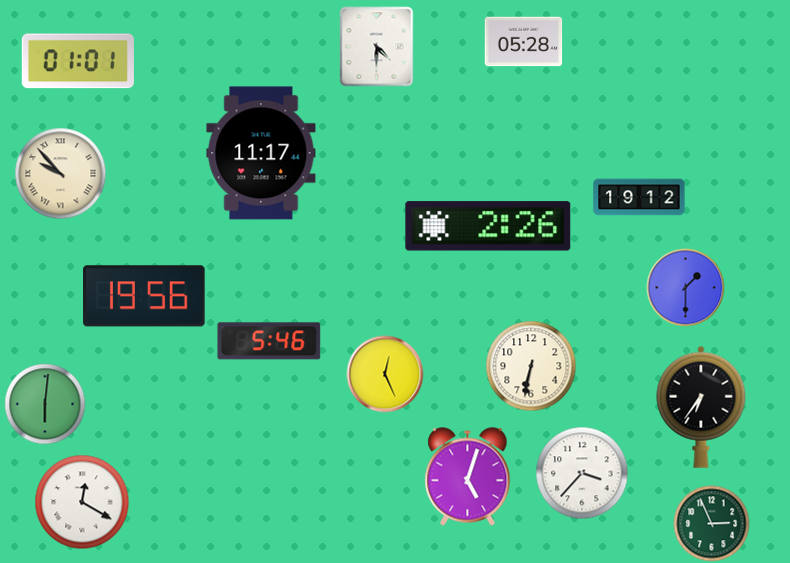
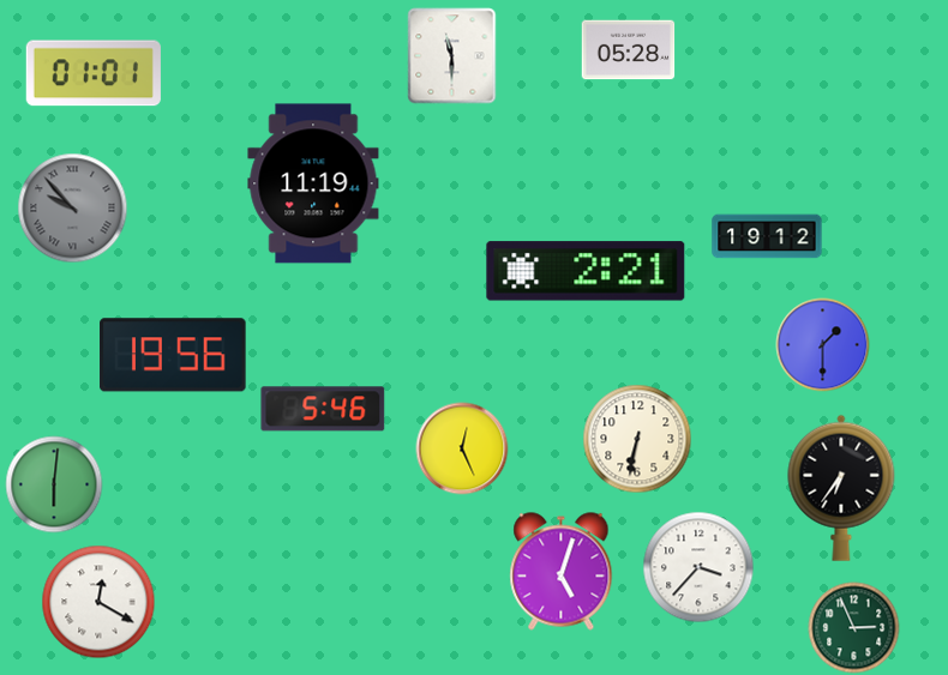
clock at (377, 47): 4:30 -> 11:30
clock at (261, 153): 11:17 -> 11:19
clock at (61, 174) dial: cream -> grey
clock at (488, 226): 2:26 -> 2:21
